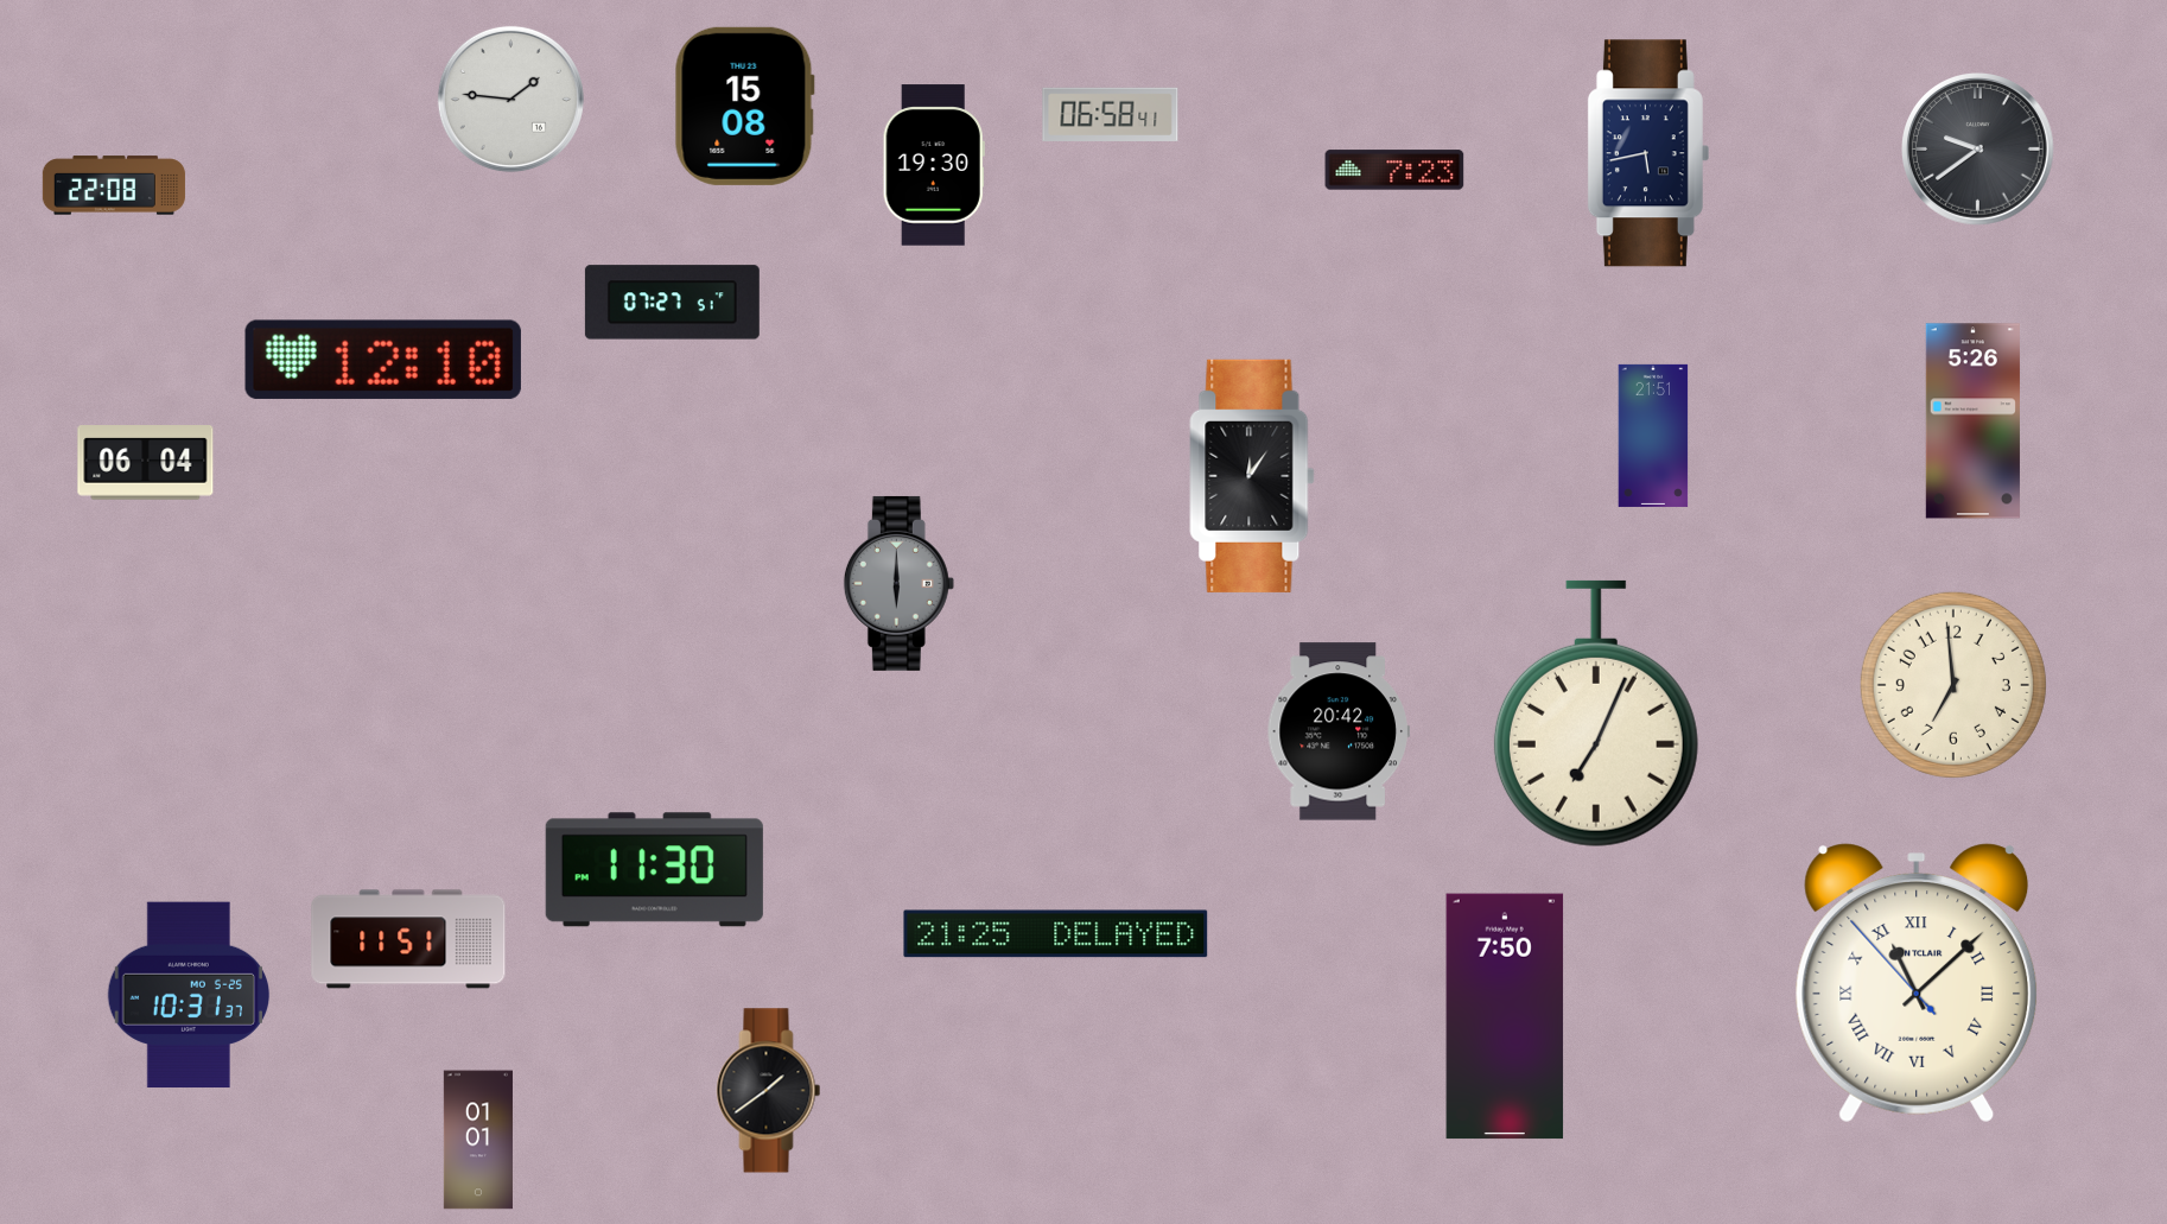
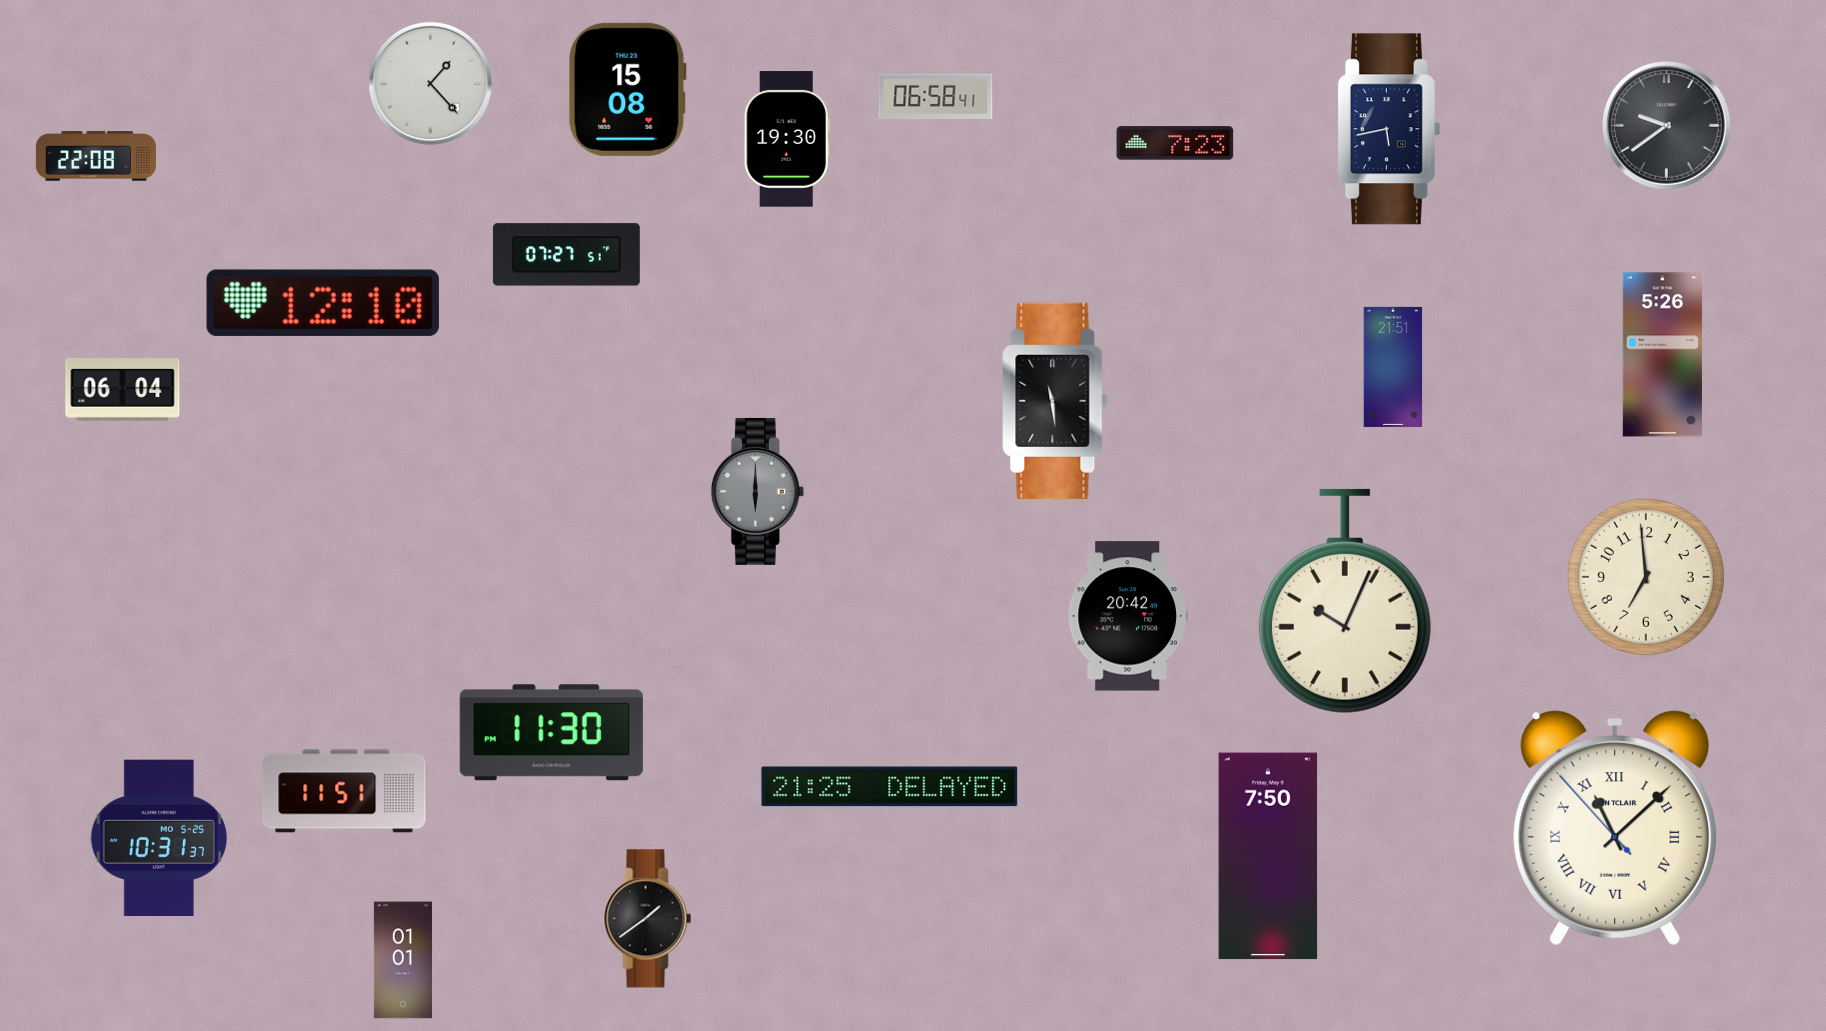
clock at (510, 99): 1:46 -> 1:23
clock at (1252, 476): 12:06 -> 11:29
clock at (1596, 714): 7:04 -> 10:04
